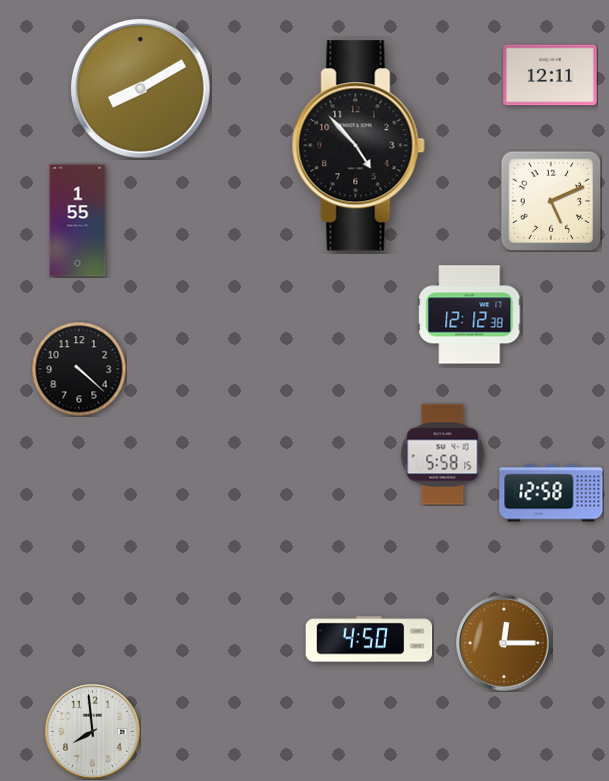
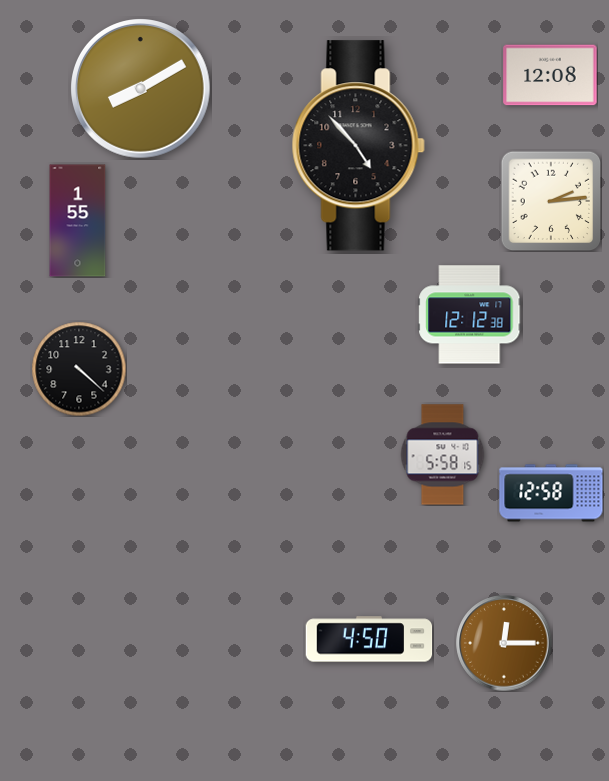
clock at (550, 75): 12:11 -> 12:08
clock at (551, 201): 5:11 -> 2:14
clock at (93, 732): 7:59 -> none
